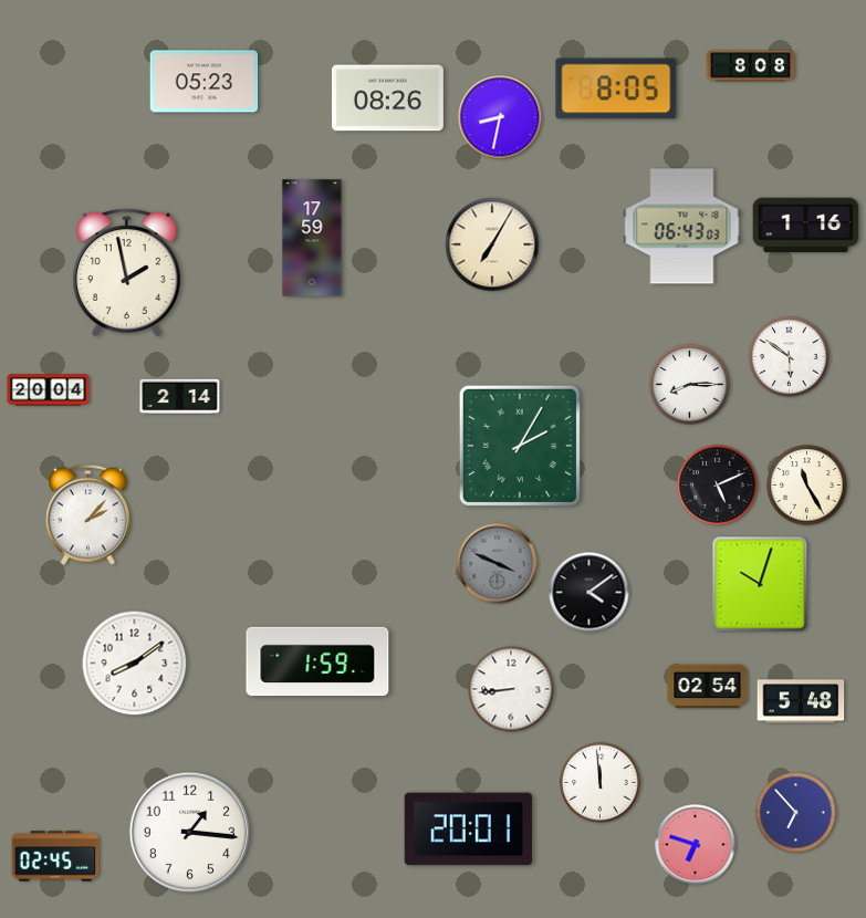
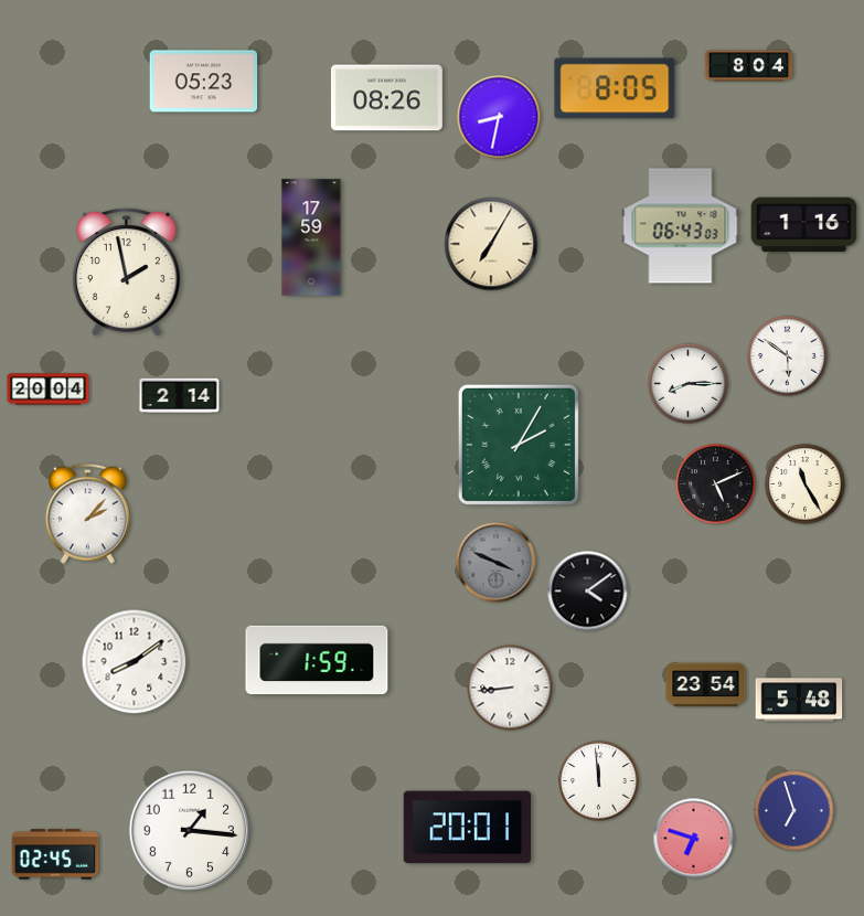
clock at (751, 66): 8:08 -> 8:04
clock at (760, 584): 10:03 -> none
clock at (708, 687): 02:54 -> 23:54
clock at (796, 813): 6:53 -> 6:57
clock at (696, 845) position: (696, 845) -> (694, 839)
